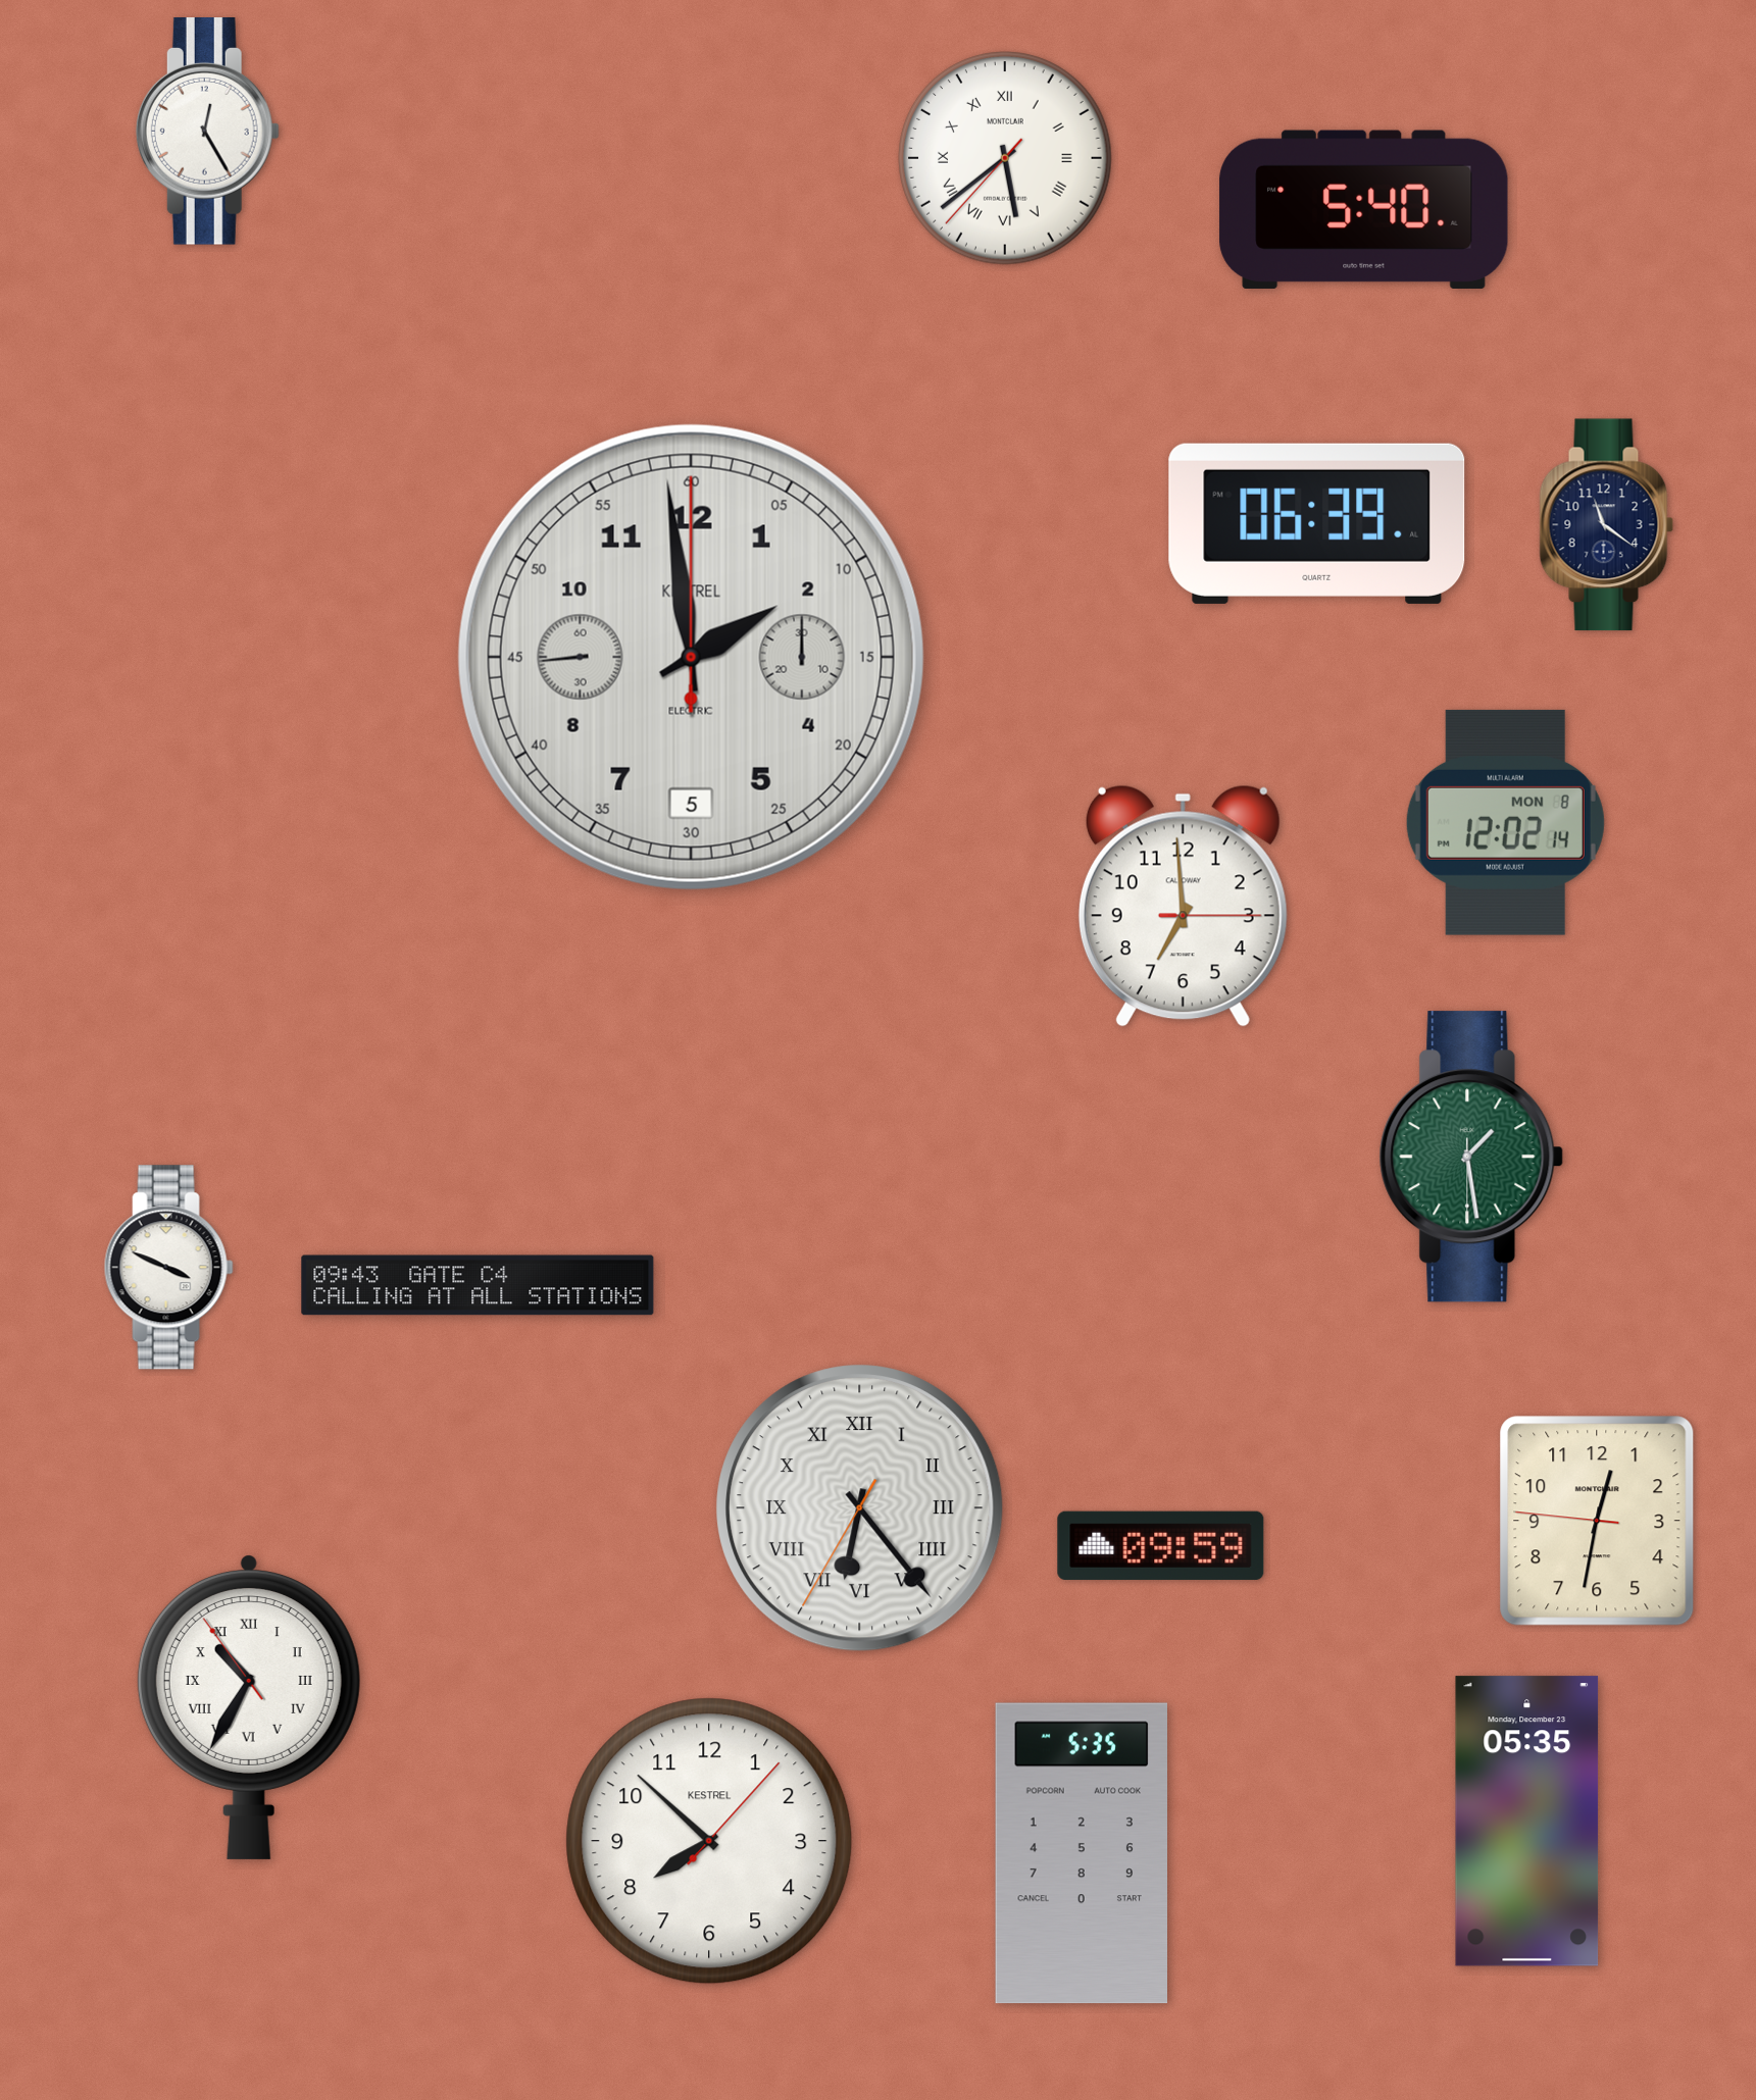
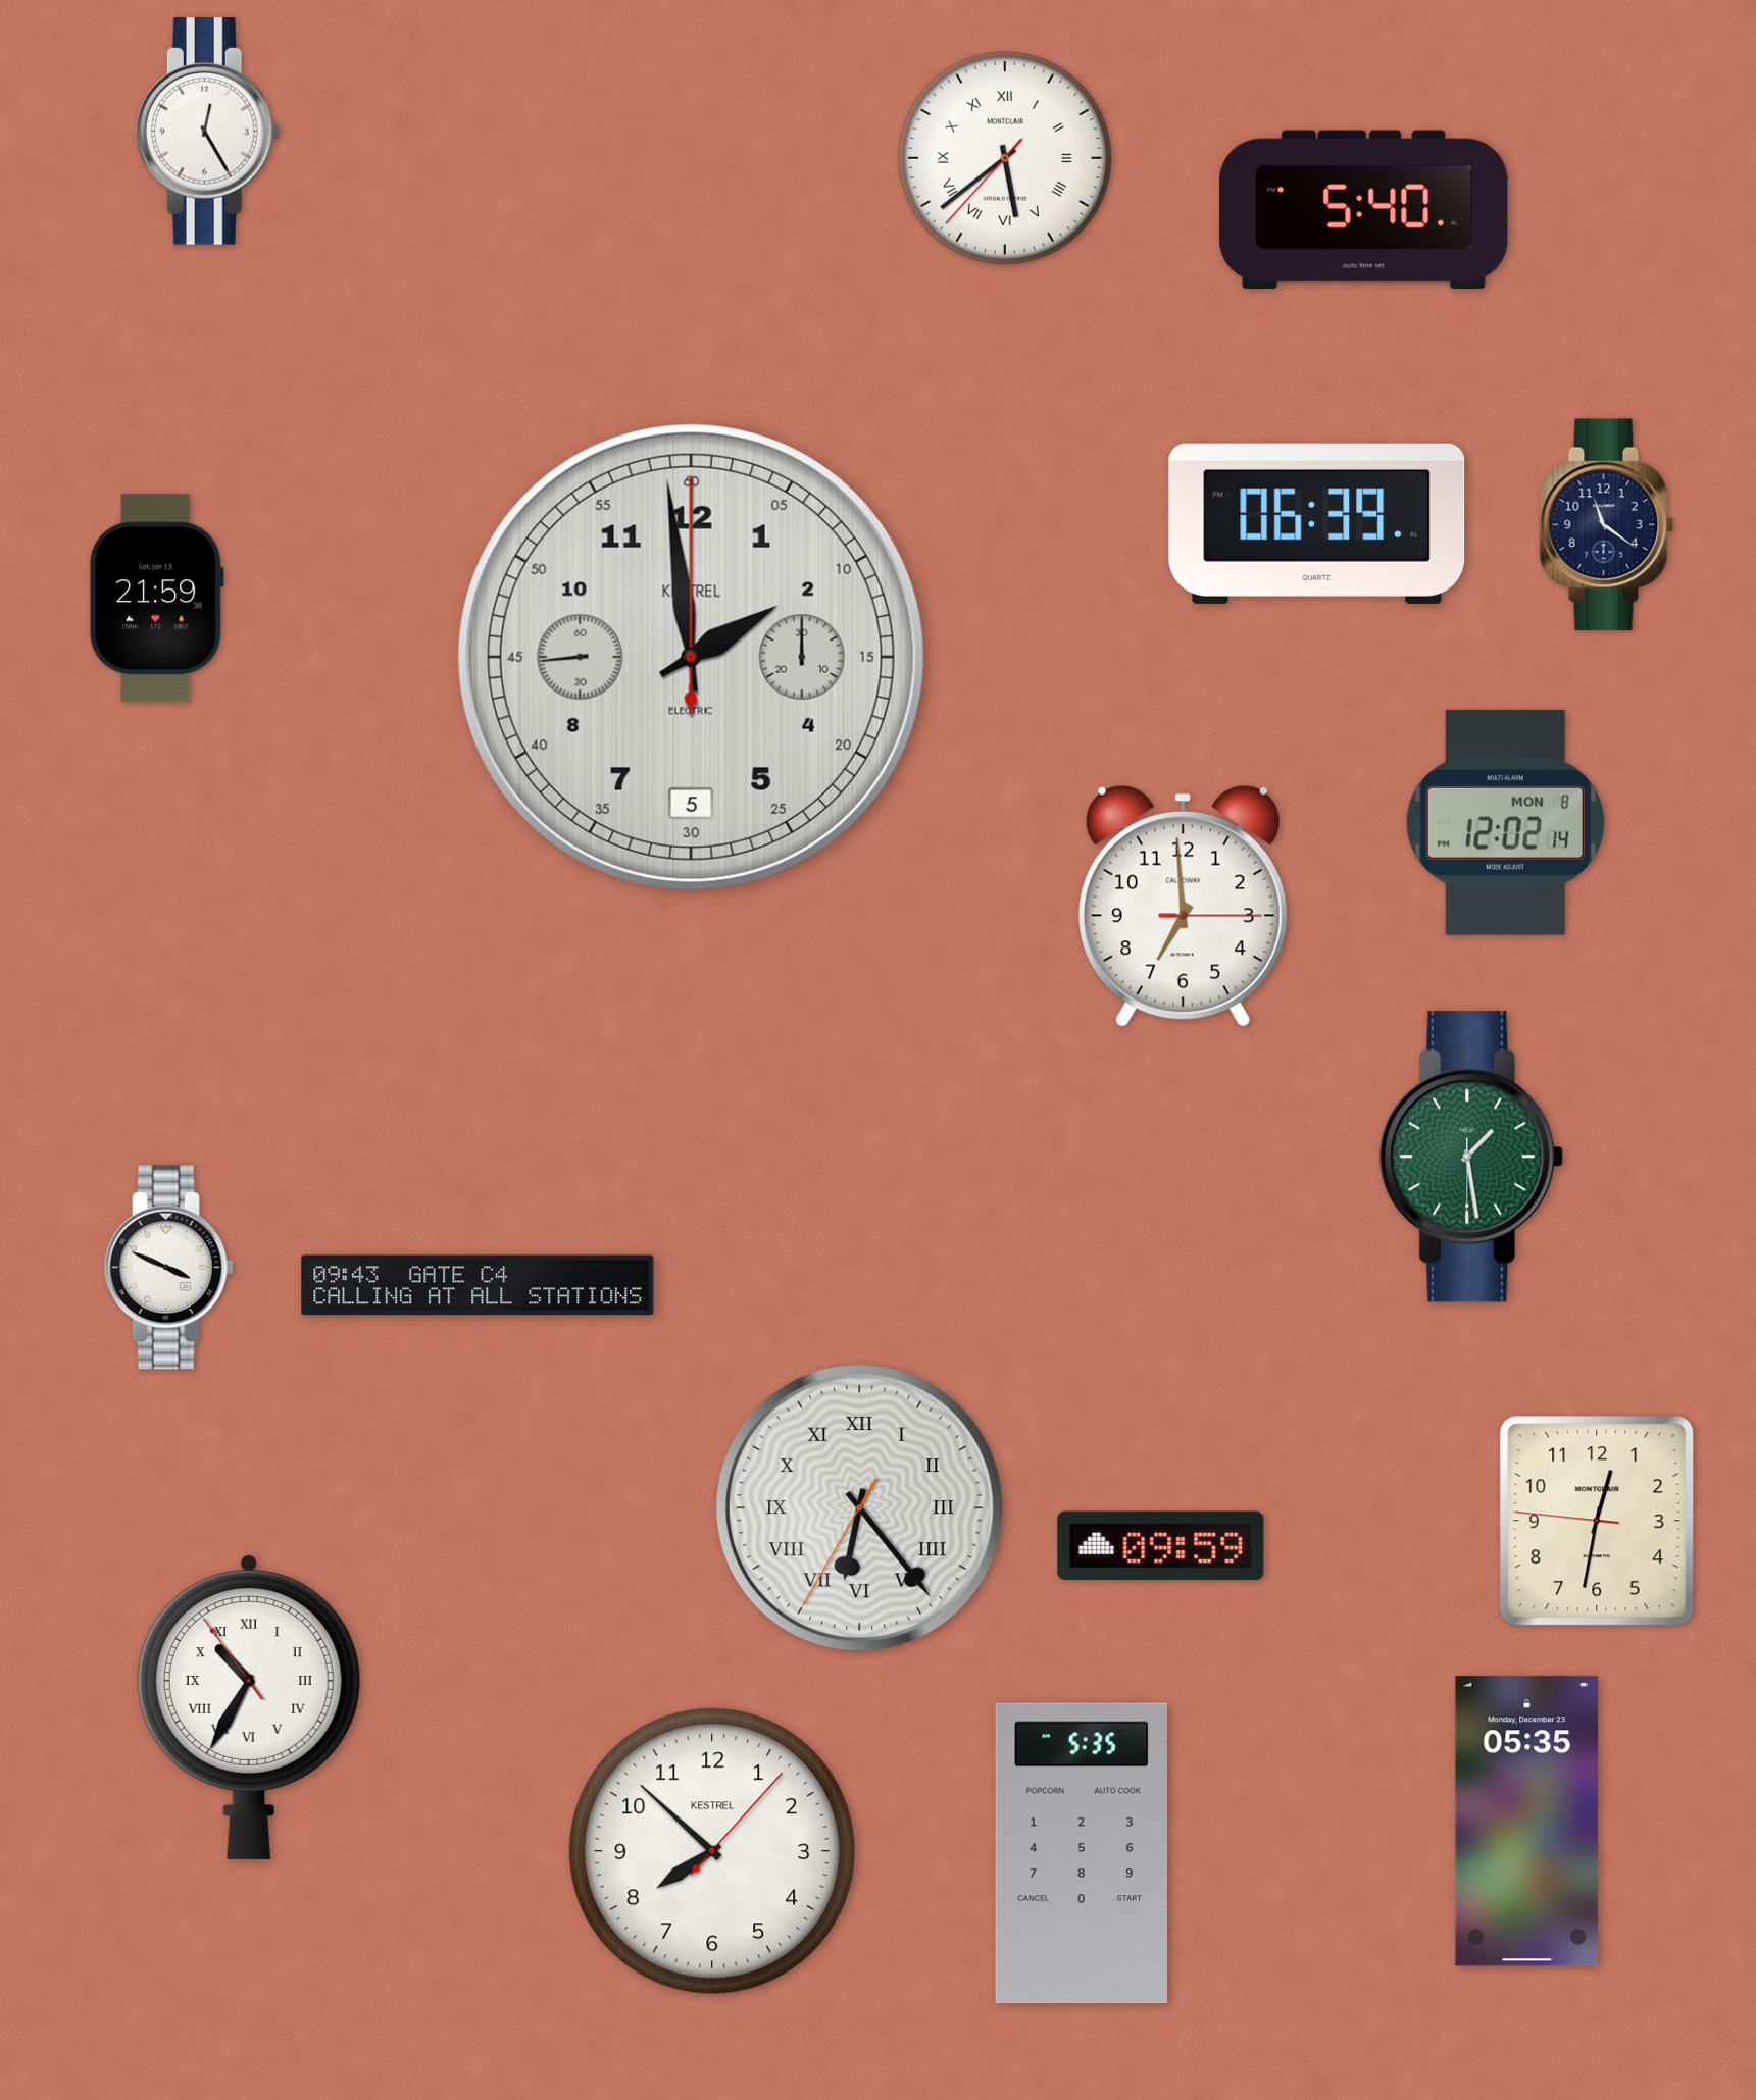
clock at (157, 599): none -> 21:59
clock at (709, 1841) position: (709, 1841) -> (712, 1851)
